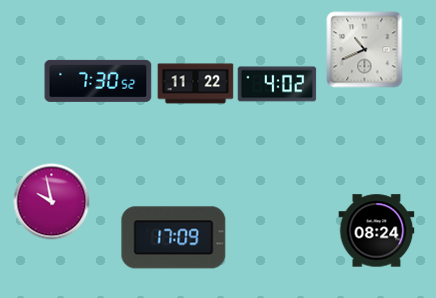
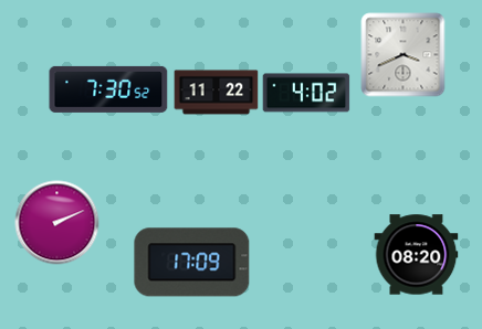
clock at (365, 50): 10:41 -> 3:41
clock at (52, 202): 9:58 -> 2:11
clock at (377, 231): 08:24 -> 08:20
